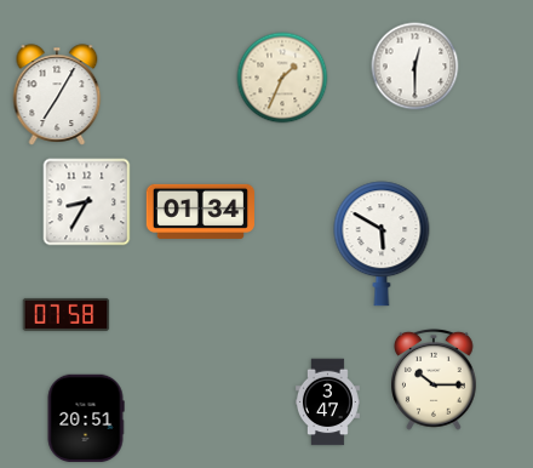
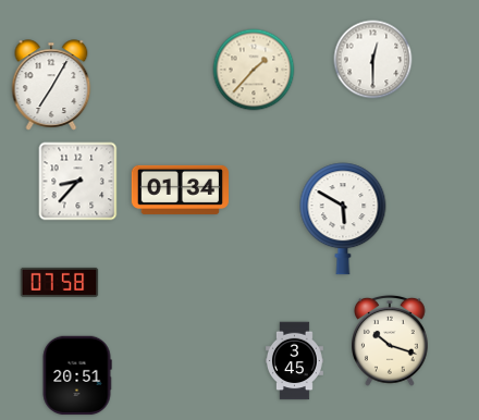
clock at (282, 78): 1:34 -> 1:37
clock at (87, 202): 8:35 -> 8:37
clock at (434, 379): 10:15 -> 10:18
clock at (327, 403): 3:47 -> 3:45
